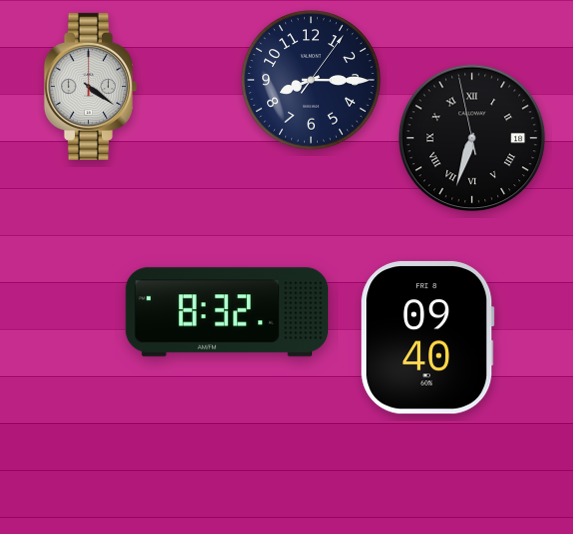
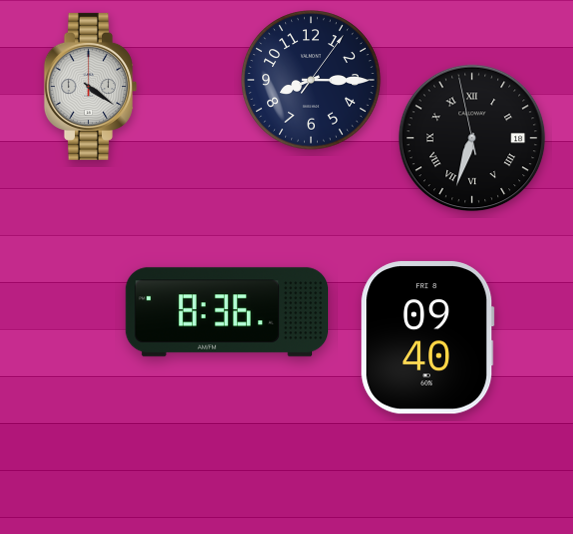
clock at (227, 312): 8:32 -> 8:36
